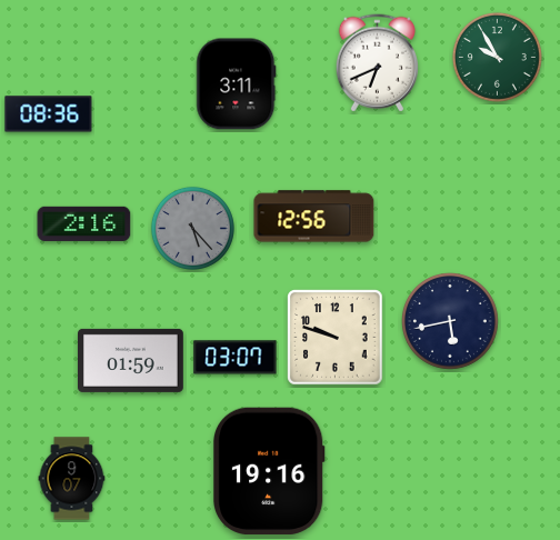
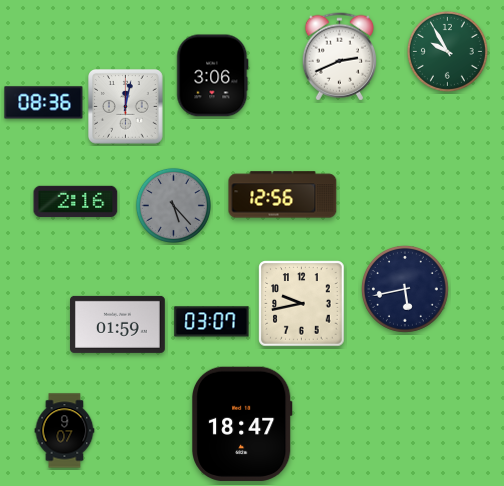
clock at (377, 63): 6:41 -> 2:41
clock at (237, 84): 3:11 -> 3:06
clock at (126, 107): none -> 12:02
clock at (336, 338): 9:48 -> 9:43
clock at (270, 471): 19:16 -> 18:47
